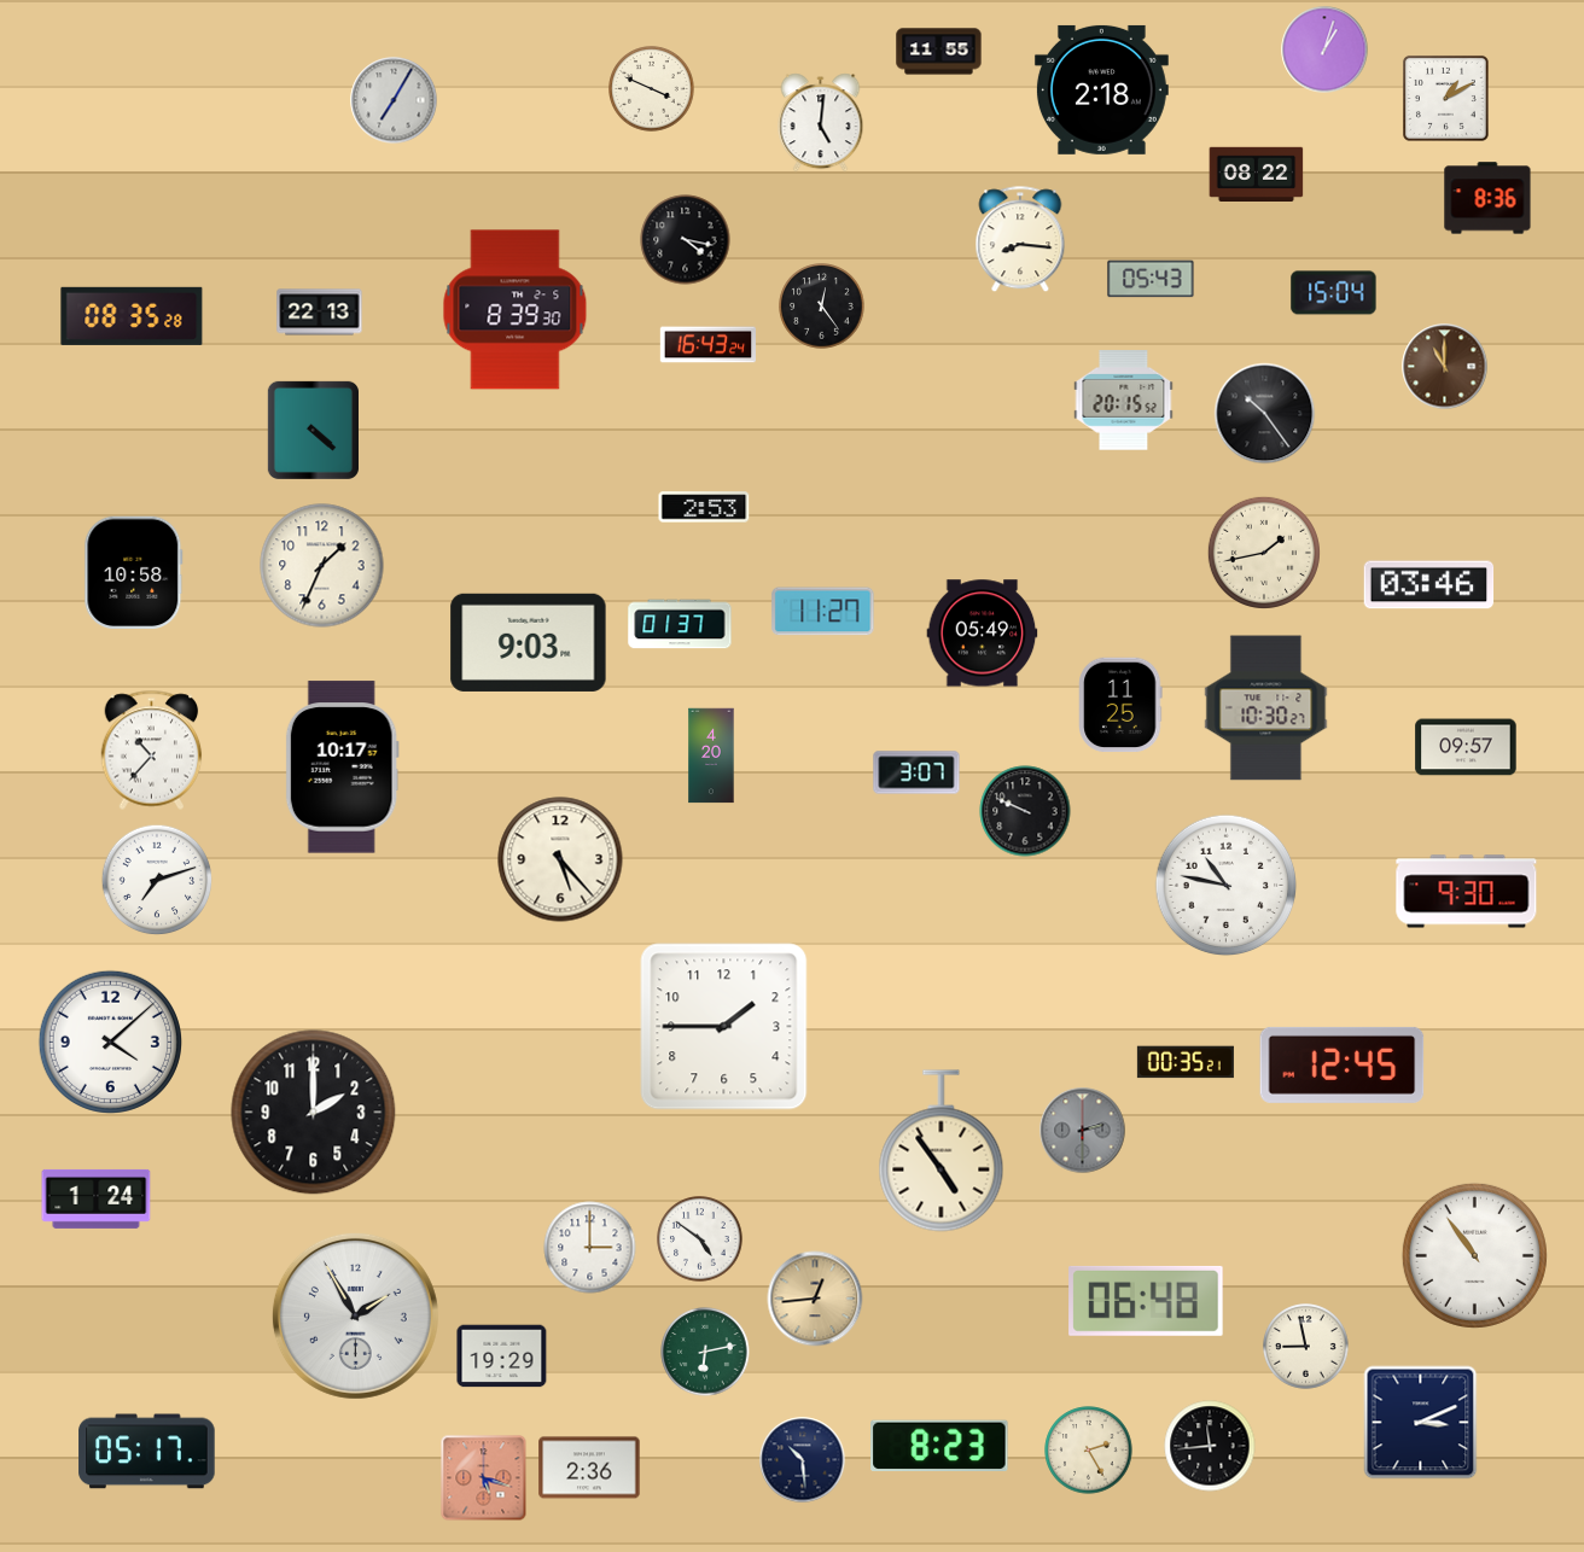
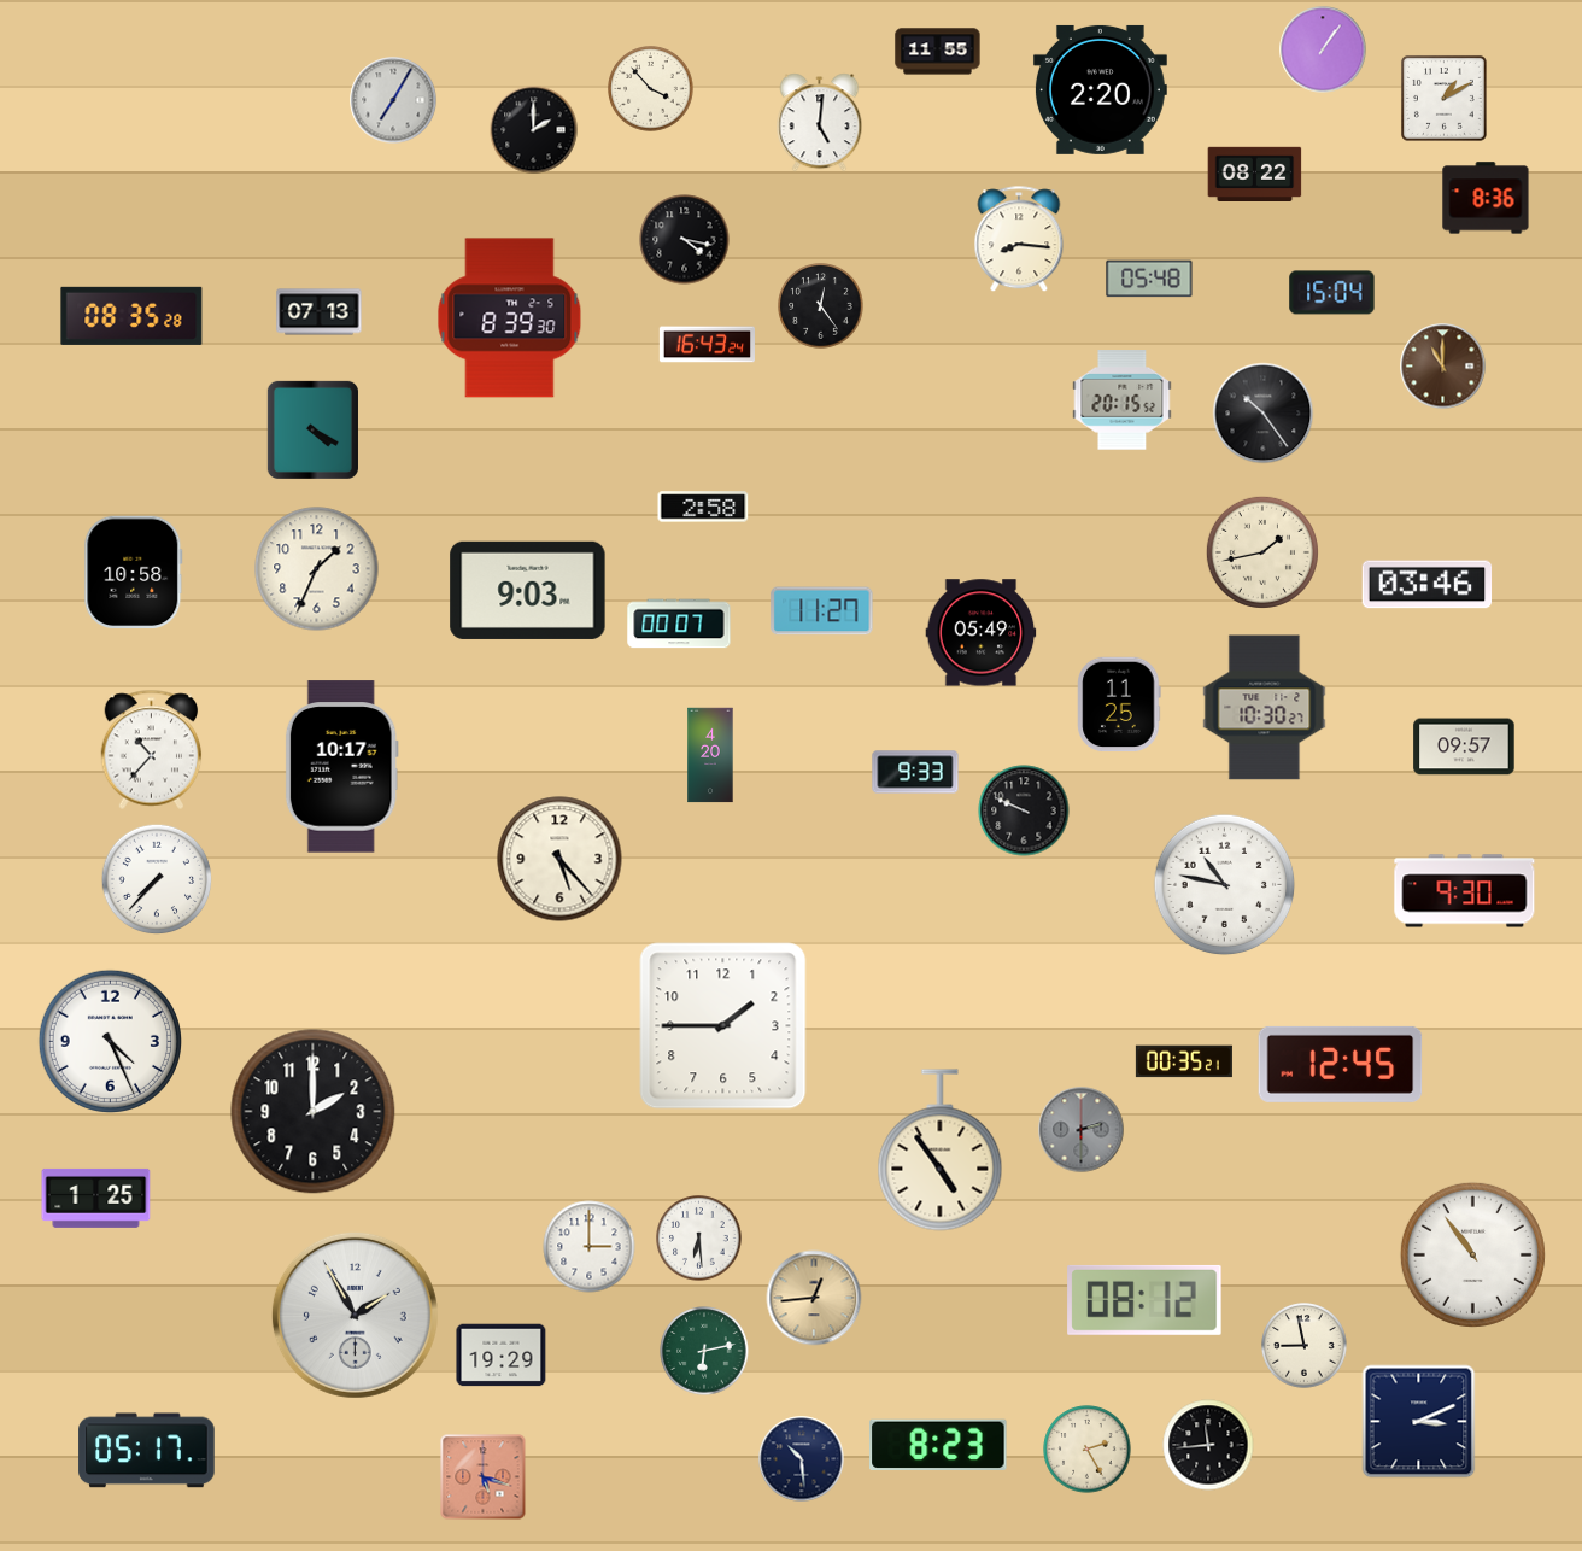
clock at (1324, 49): 1:03 -> 1:06
clock at (652, 89): 3:49 -> 3:53
clock at (1101, 89): 2:18 -> 2:20
clock at (534, 130): none -> 2:00
clock at (1151, 279): 05:43 -> 05:48
clock at (516, 310) position: (516, 310) -> (510, 318)
clock at (320, 313): 22:13 -> 07:13
clock at (313, 430): 4:22 -> 4:20
clock at (704, 507): 2:53 -> 2:58
clock at (322, 566) position: (322, 566) -> (317, 569)
clock at (680, 624): 01:37 -> 00:07
clock at (529, 642) position: (529, 642) -> (528, 590)
clock at (916, 772): 3:07 -> 9:33
clock at (157, 880): 7:12 -> 7:37
clock at (110, 1042): 4:08 -> 4:26
clock at (97, 1198): 1:24 -> 1:25
clock at (700, 1239): 4:51 -> 6:29
clock at (1146, 1301): 06:48 -> 08:12
clock at (589, 1468): 2:36 -> none
